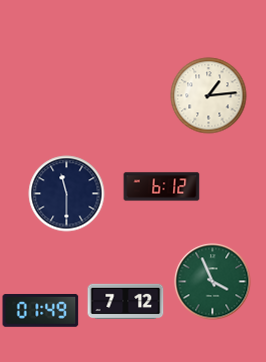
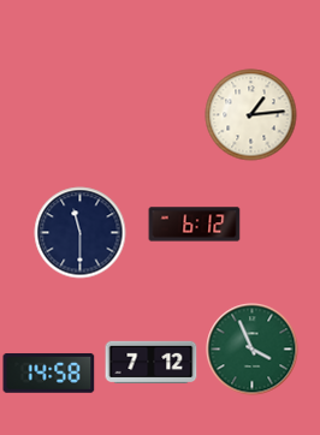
clock at (213, 282) position: (213, 282) -> (253, 350)
clock at (41, 310): 01:49 -> 14:58
